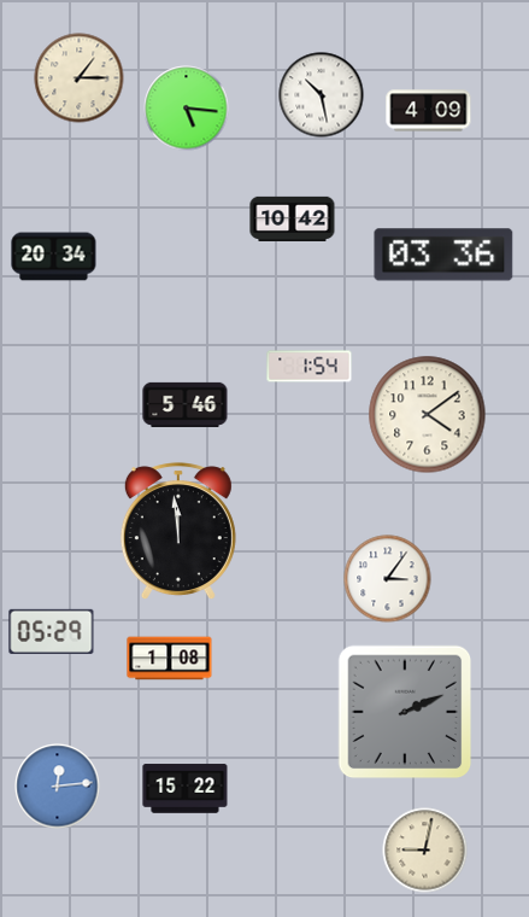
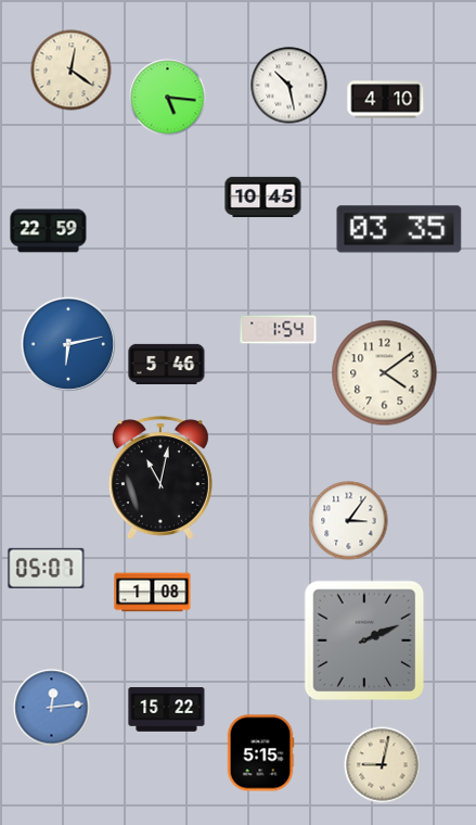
clock at (80, 78): 1:15 -> 12:21
clock at (429, 111): 4:09 -> 4:10
clock at (293, 218): 10:42 -> 10:45
clock at (443, 255): 03:36 -> 03:35
clock at (54, 257): 20:34 -> 22:59
clock at (68, 344): none -> 6:13
clock at (178, 531): 11:59 -> 11:02
clock at (52, 631): 05:29 -> 05:07
clock at (260, 753): none -> 5:15
